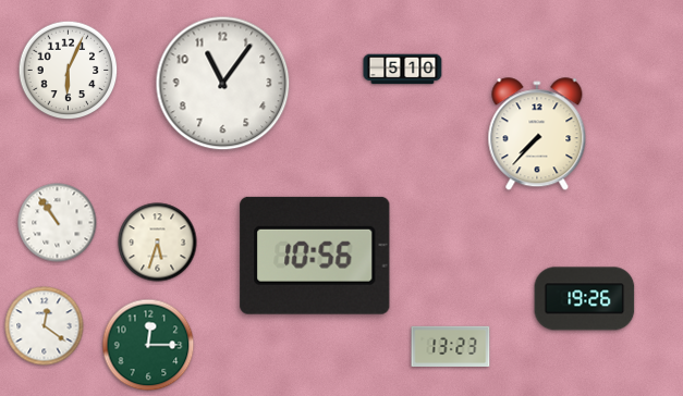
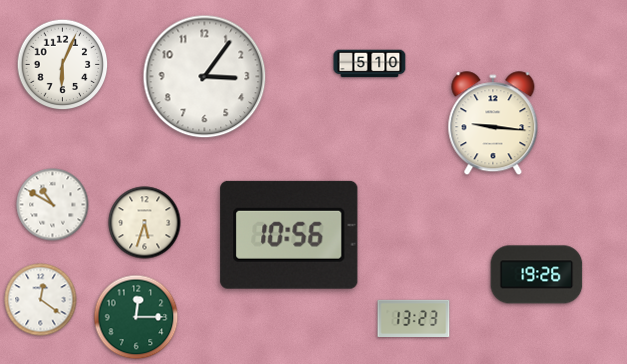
clock at (223, 84): 11:06 -> 3:06
clock at (537, 135): 7:37 -> 9:16
clock at (58, 223): 10:54 -> 10:50
